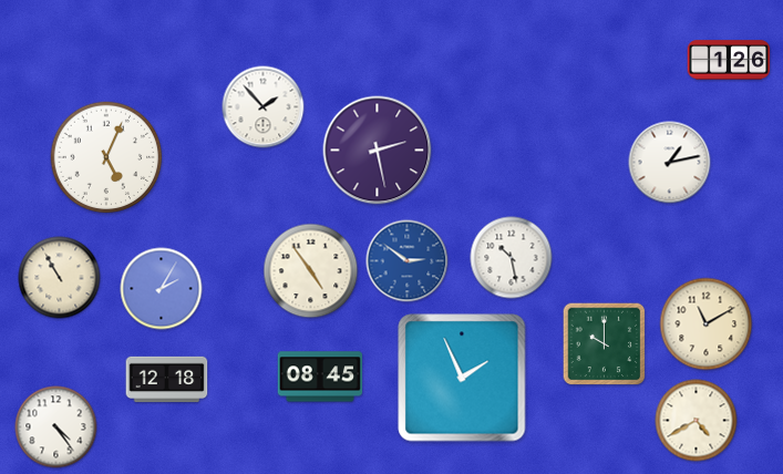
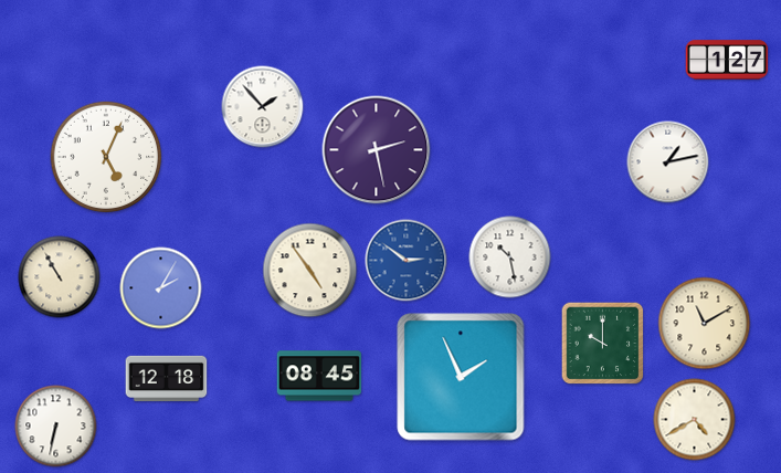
clock at (729, 60): 1:26 -> 1:27
clock at (56, 427): 4:24 -> 6:32
